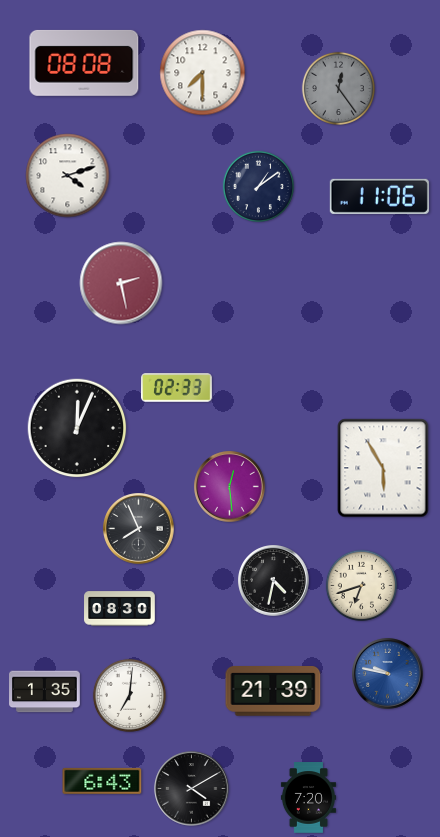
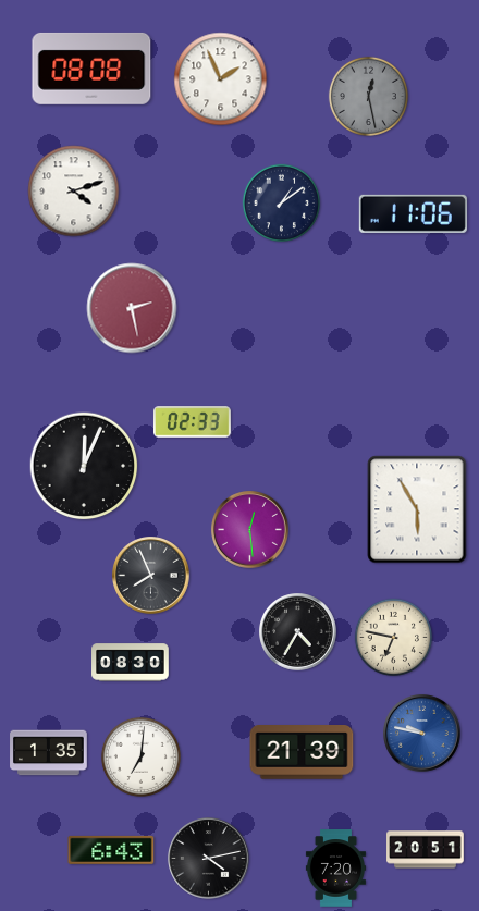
clock at (203, 73): 7:30 -> 1:56
clock at (338, 88): 12:24 -> 12:28
clock at (274, 581): 4:32 -> 4:35
clock at (362, 586): 6:42 -> 6:47
clock at (273, 692) position: (273, 692) -> (302, 753)
clock at (426, 850): none -> 20:51
clock at (192, 789): 4:10 -> 4:13
